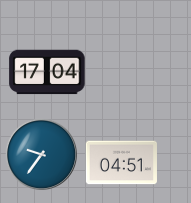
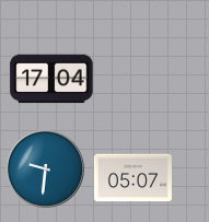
clock at (41, 154): 9:36 -> 9:31
clock at (121, 163): 04:51 -> 05:07
